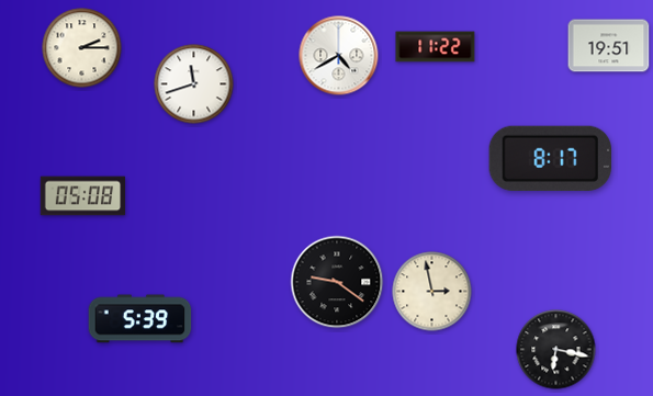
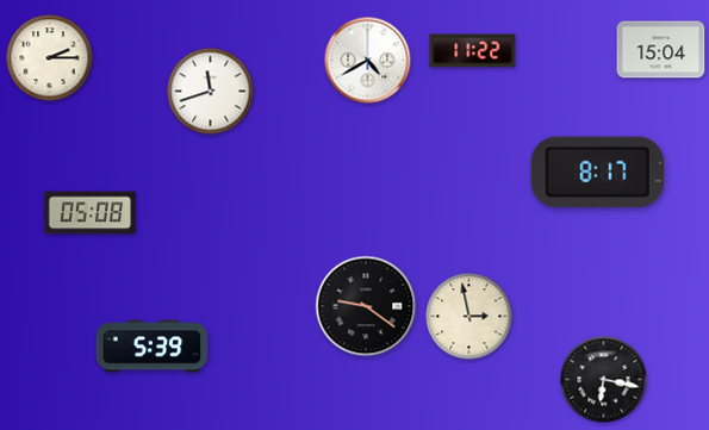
clock at (609, 46): 19:51 -> 15:04
clock at (82, 48) position: (82, 48) -> (50, 58)
